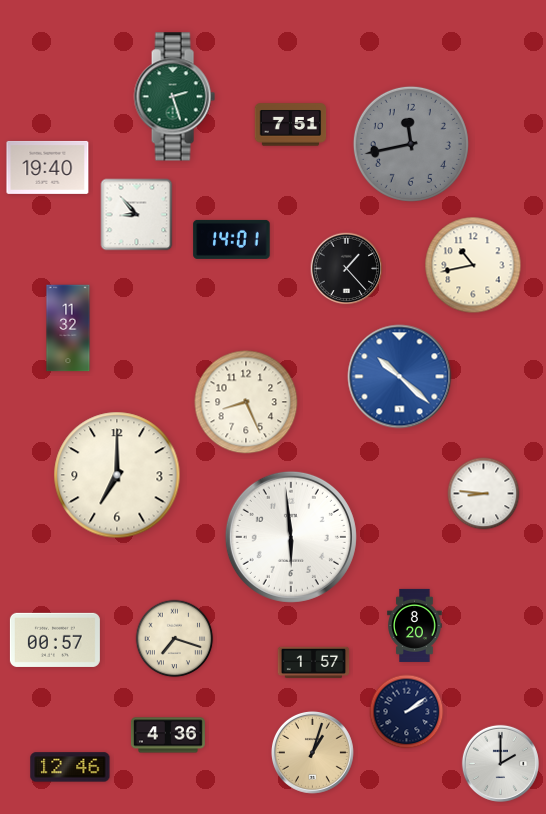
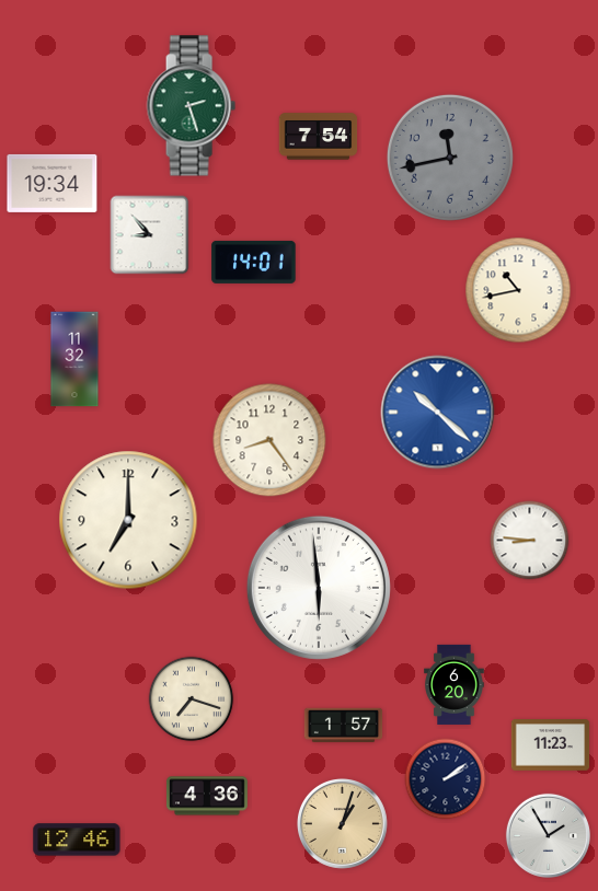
clock at (291, 125): 7:51 -> 7:54
clock at (48, 167): 19:40 -> 19:34
clock at (347, 269): 1:23 -> none
clock at (246, 402): 8:26 -> 8:24
clock at (415, 625): 8:20 -> 6:20
clock at (55, 640): 00:57 -> none
clock at (551, 745): none -> 11:23
clock at (168, 735) position: (168, 735) -> (207, 796)
clock at (500, 763): 2:00 -> 1:55
